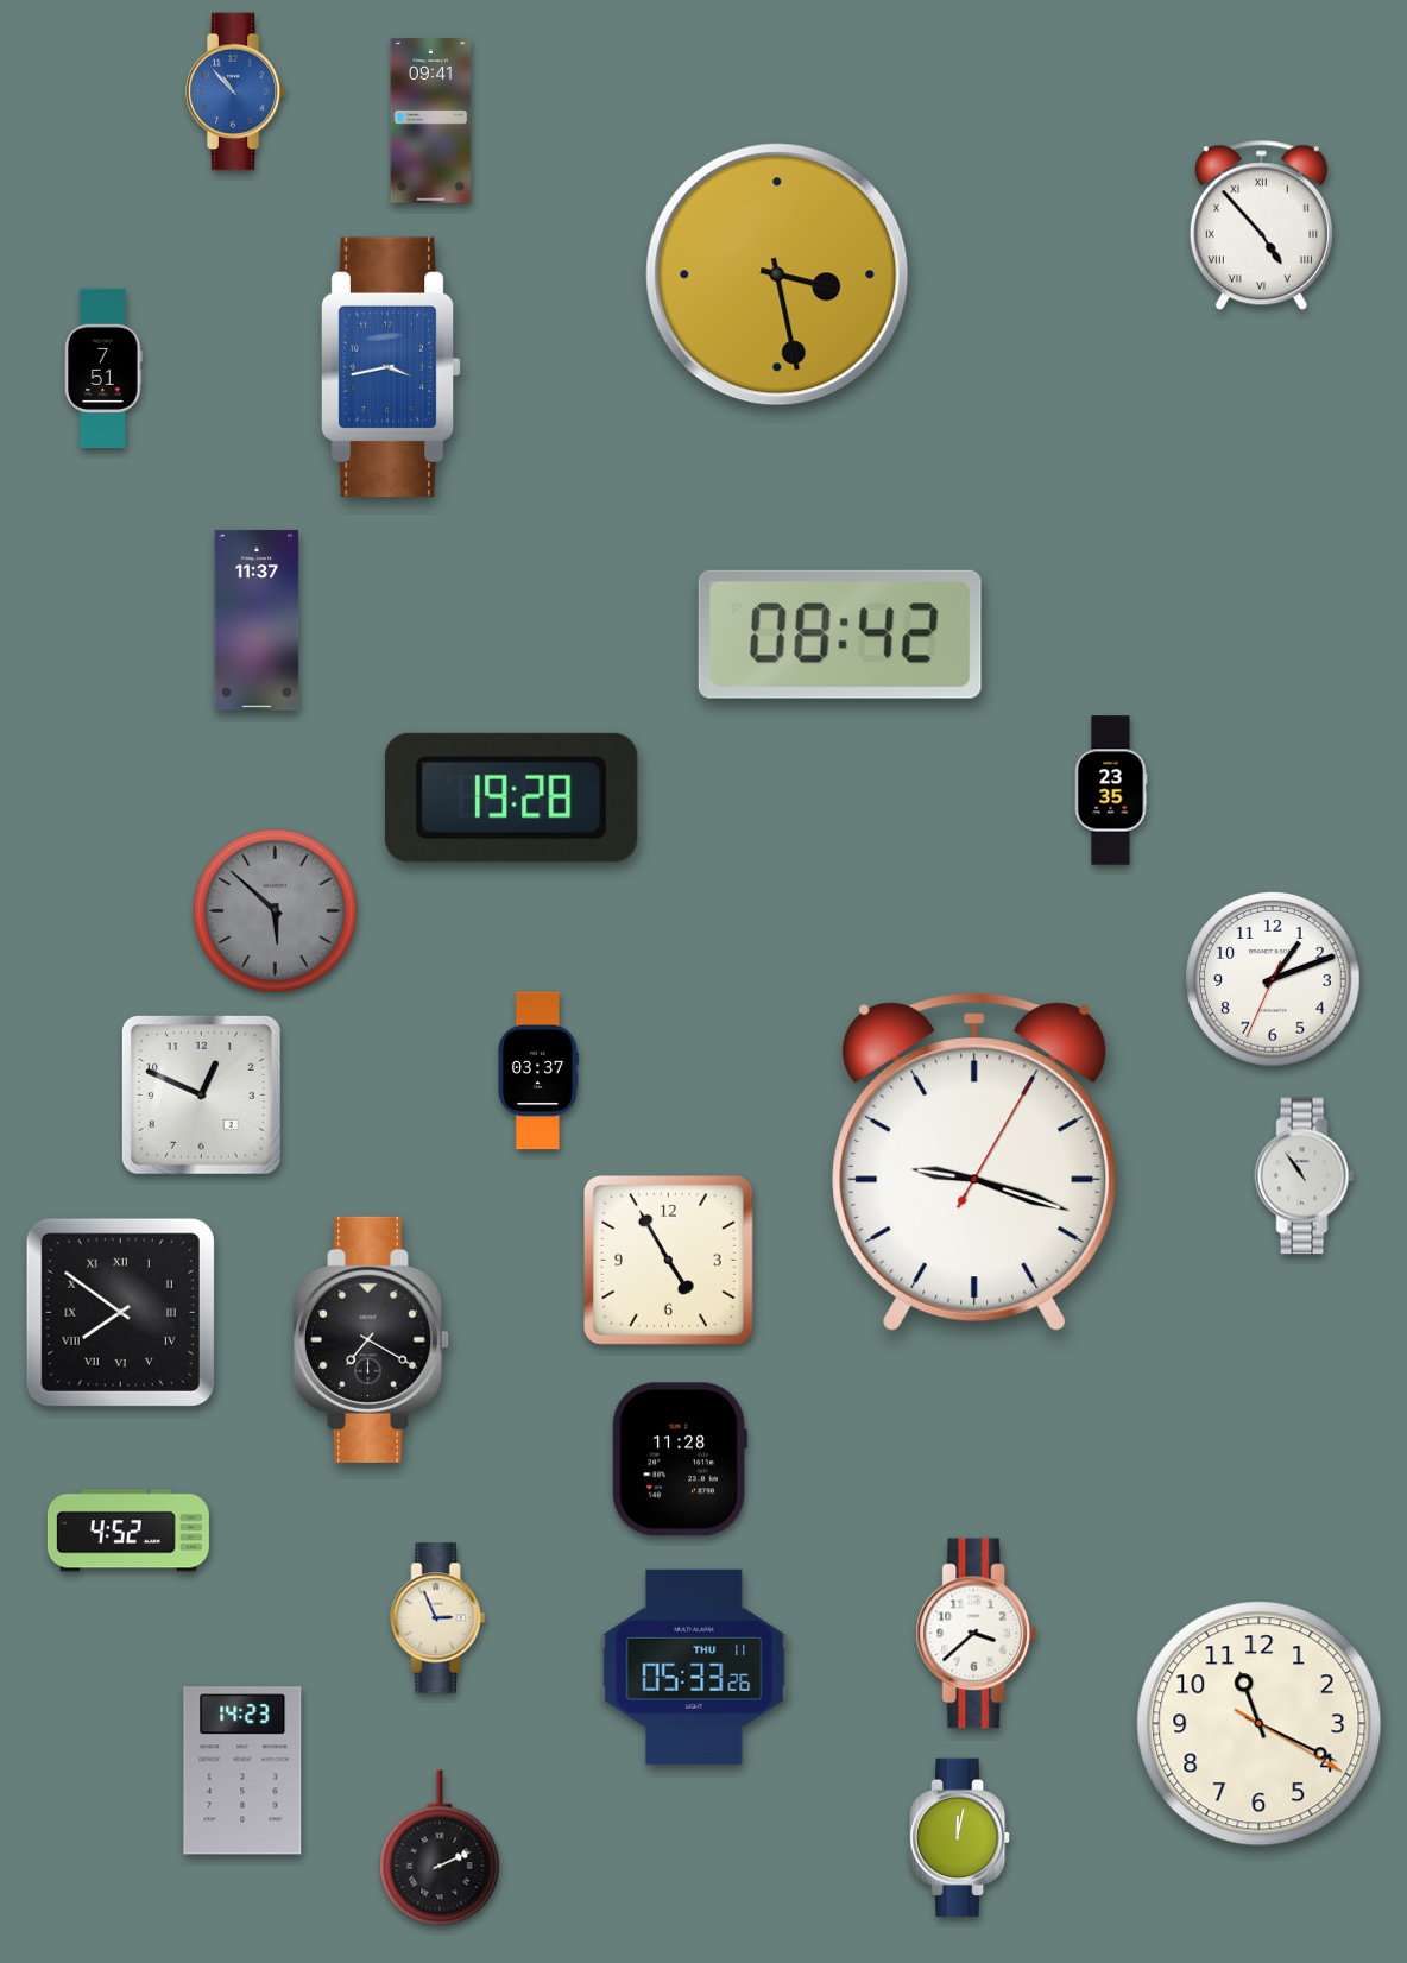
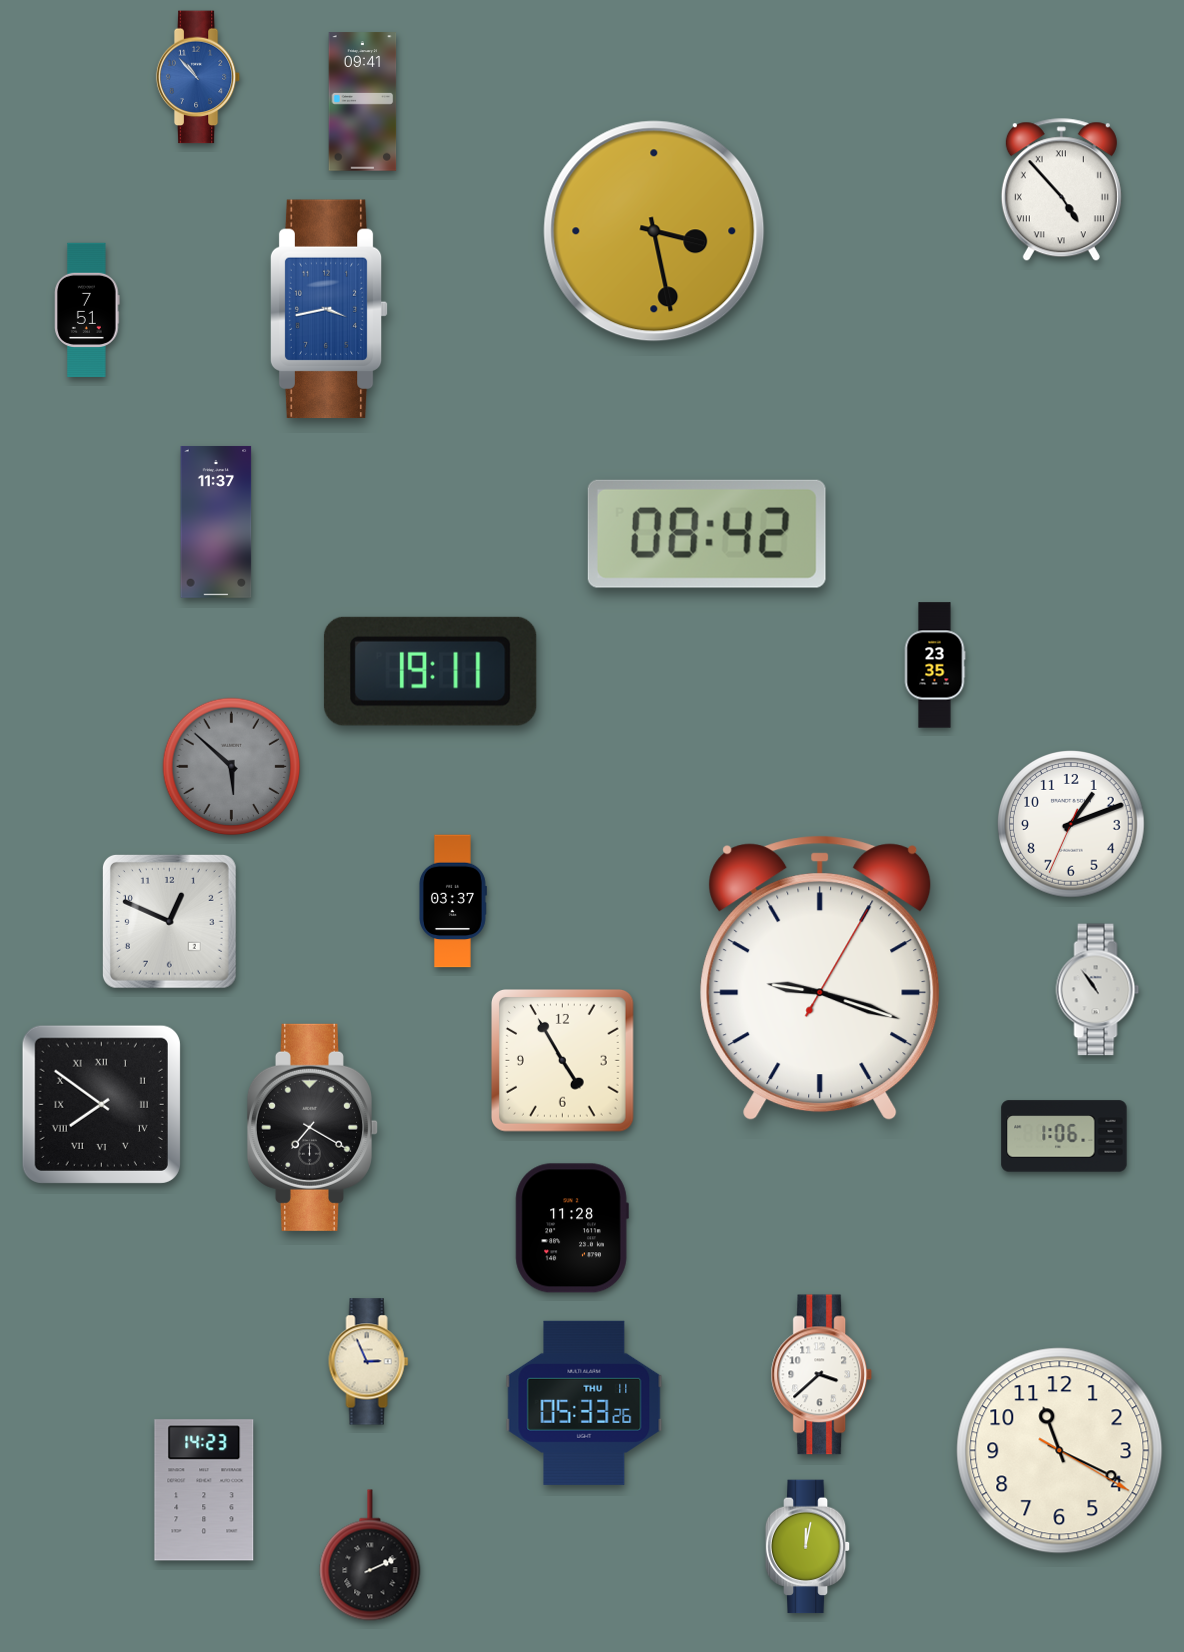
clock at (511, 797): 19:28 -> 19:11
clock at (1064, 1136): none -> 1:06
clock at (128, 1530): 4:52 -> none
